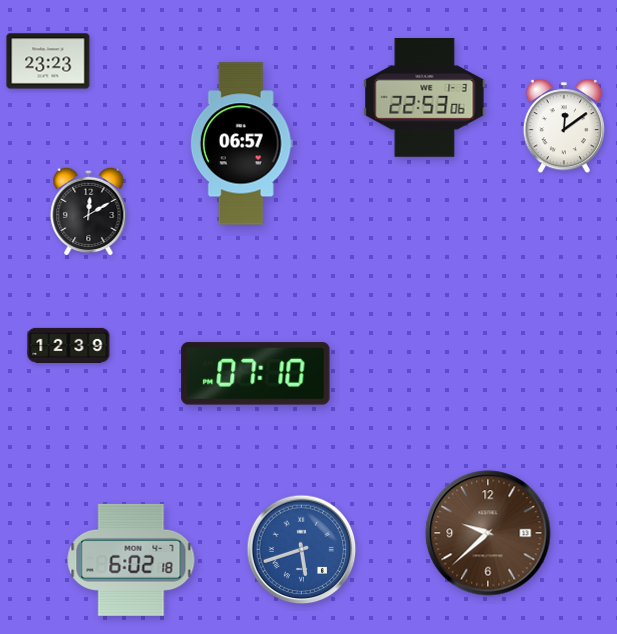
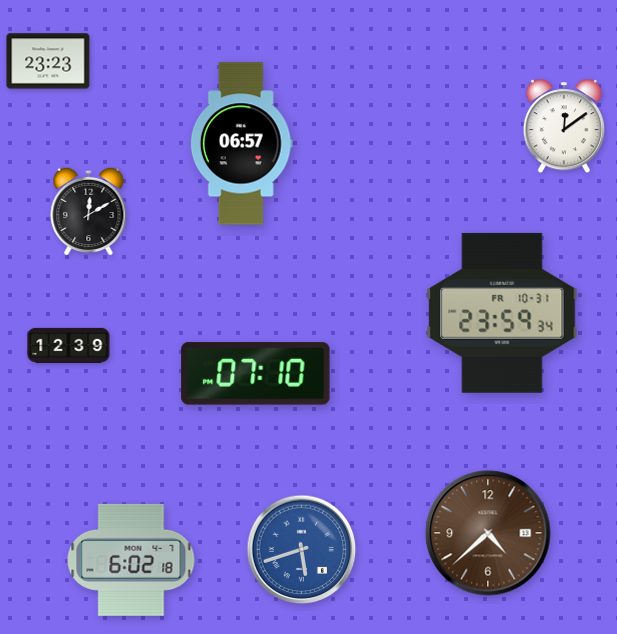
clock at (425, 98): 22:53 -> none
clock at (502, 313): none -> 23:59
clock at (488, 533): 9:38 -> 4:38
